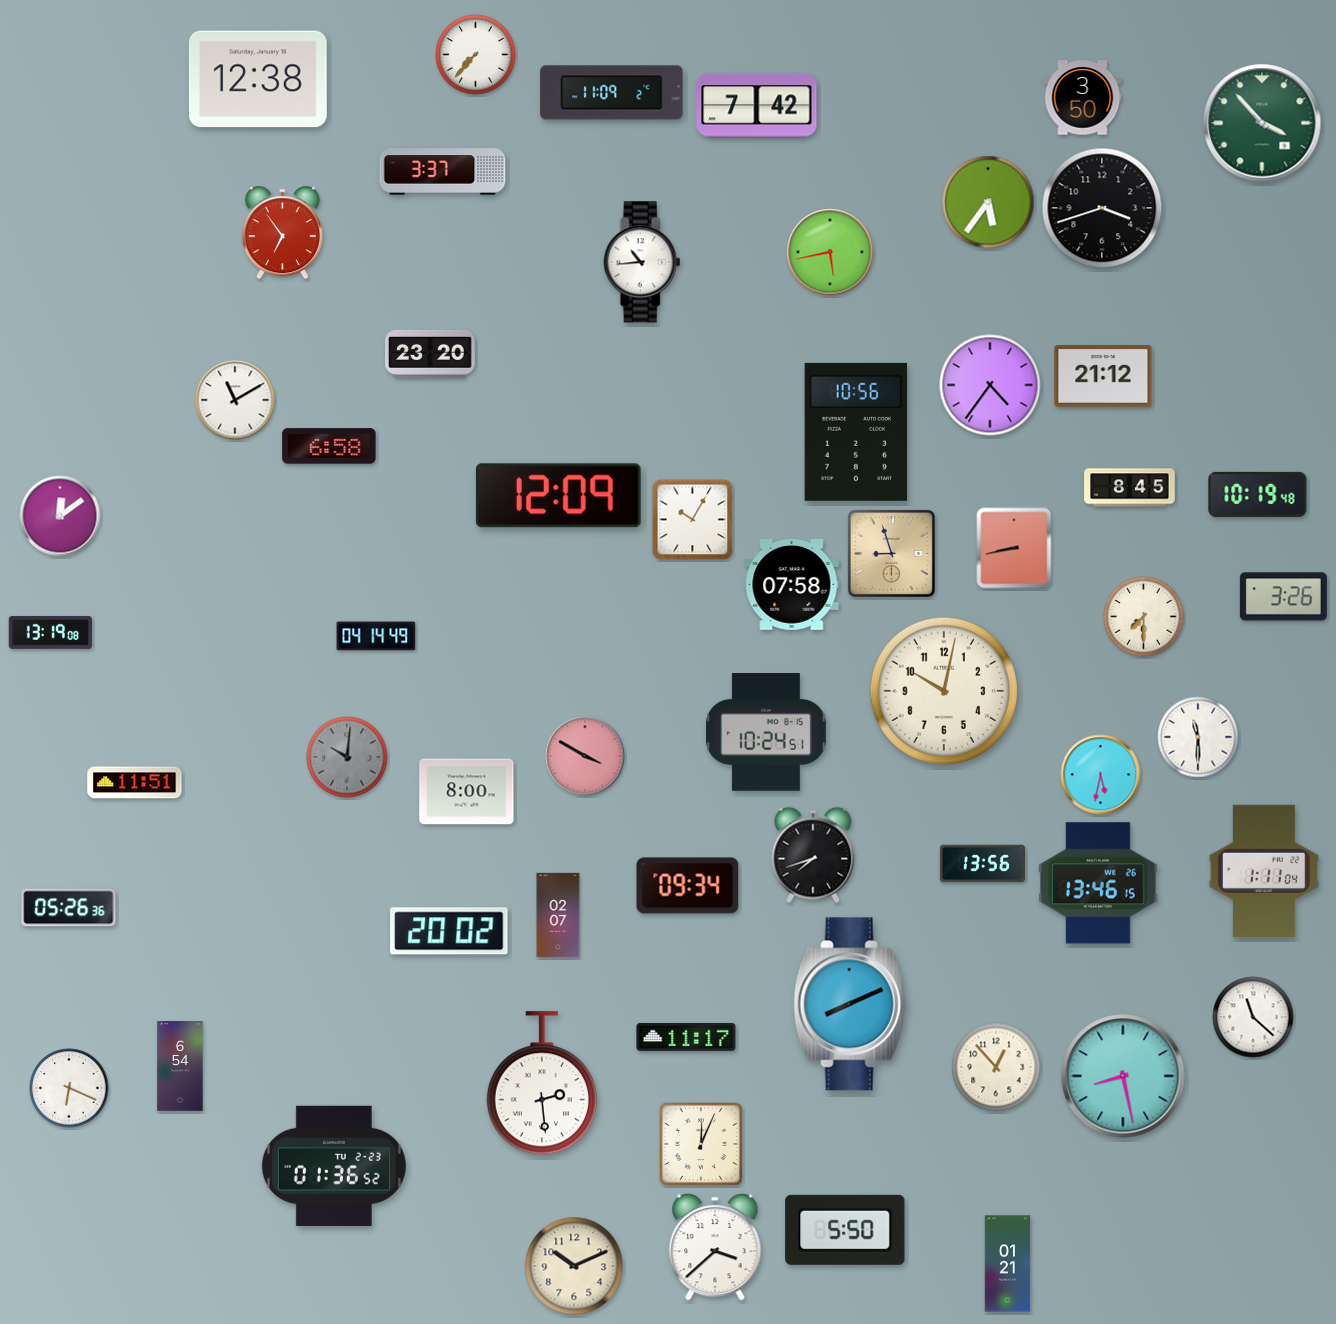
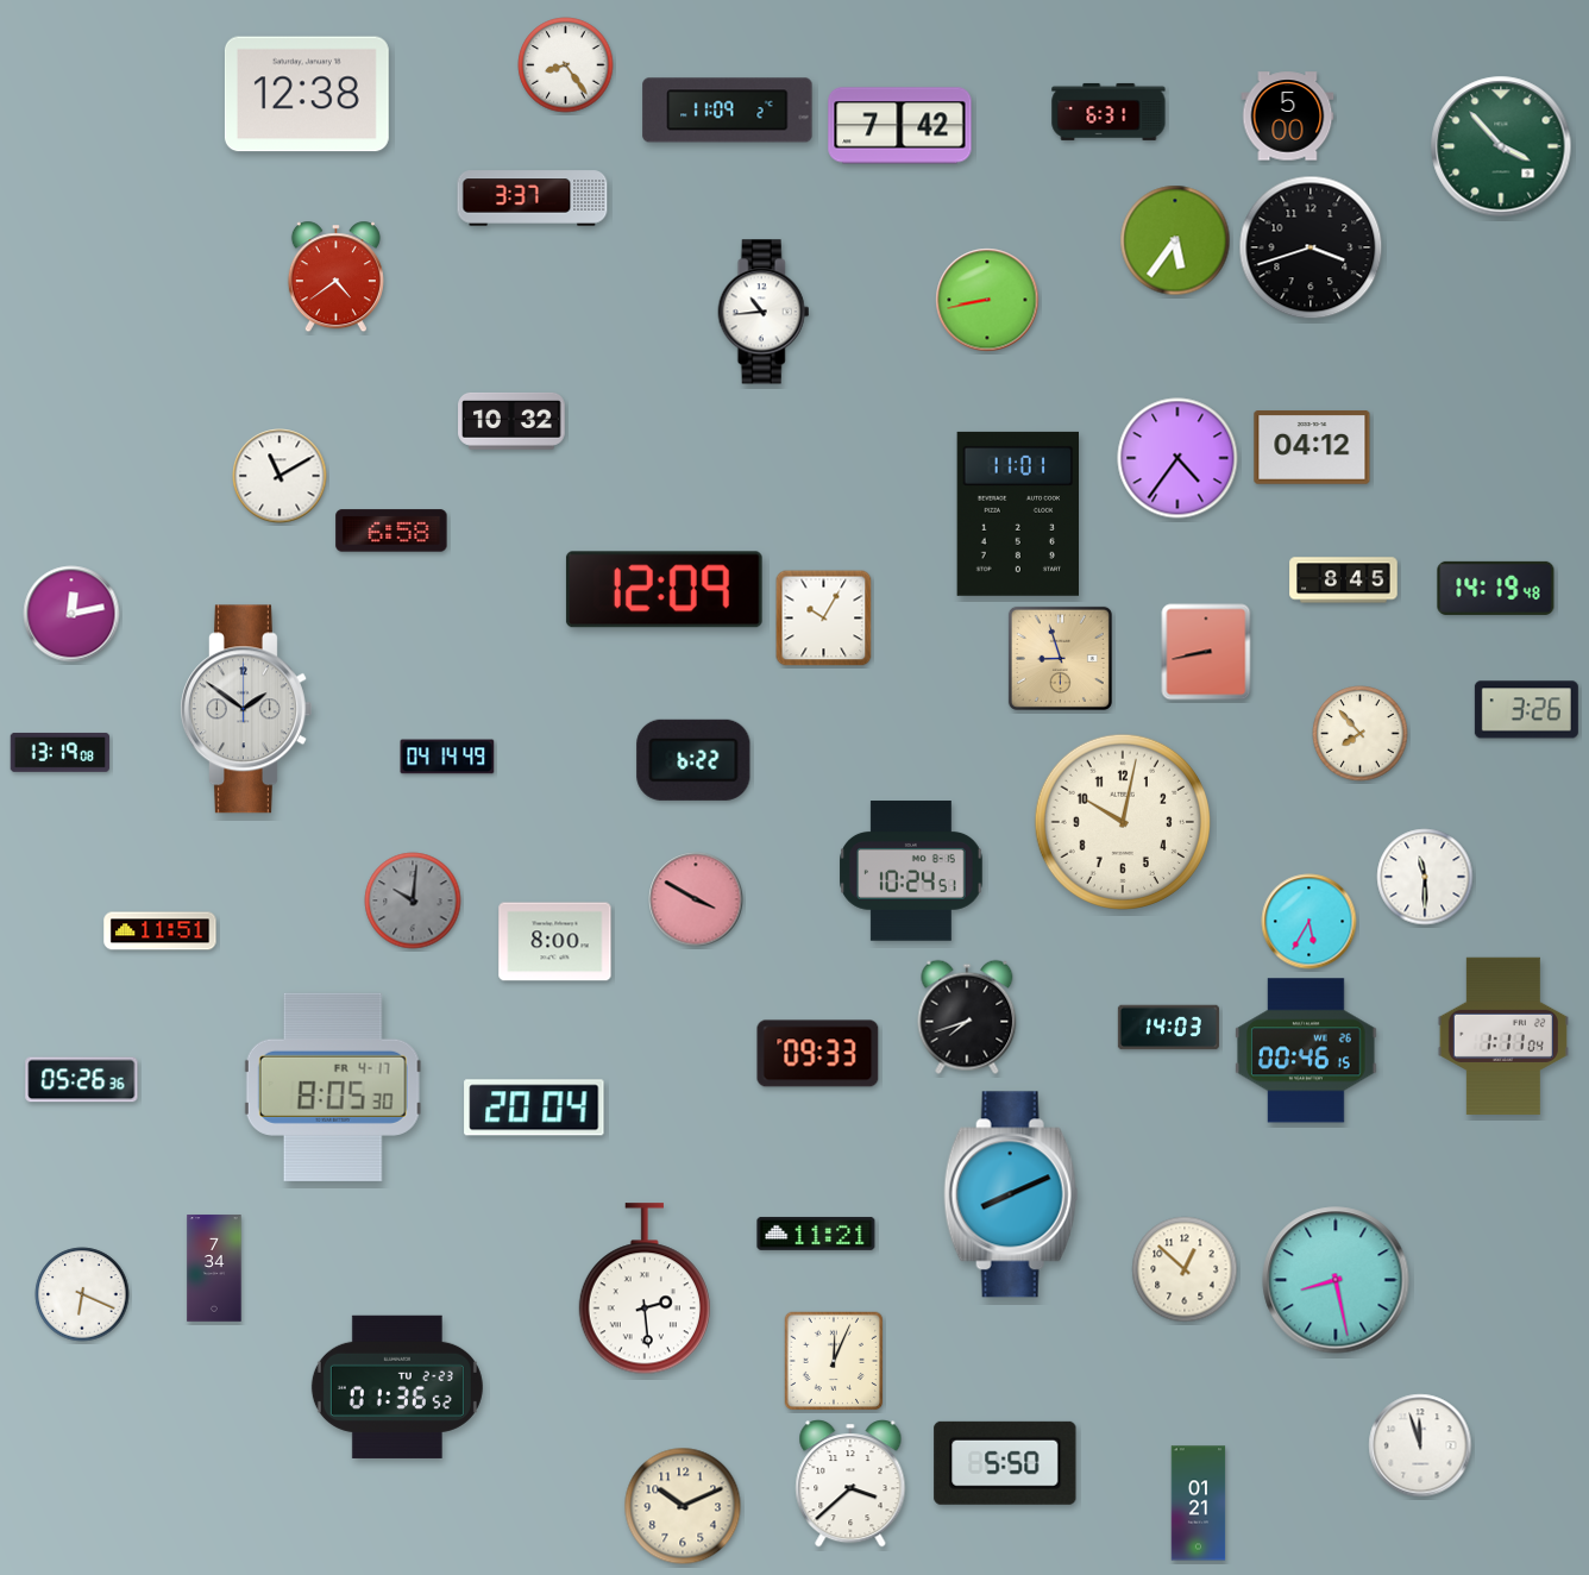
clock at (476, 55): 7:37 -> 8:24
clock at (1108, 112): none -> 6:31
clock at (1083, 98): 3:50 -> 5:00
clock at (443, 172) position: (443, 172) -> (533, 199)
clock at (282, 233): 6:54 -> 4:39
clock at (830, 252): 5:43 -> 8:43
clock at (430, 354): 23:20 -> 10:32
clock at (1103, 376): 21:12 -> 04:12
clock at (855, 432): 10:56 -> 11:01
clock at (1258, 494): 10:19 -> 14:19
clock at (60, 516): 12:09 -> 12:13
clock at (792, 584): 07:58 -> none
clock at (246, 709): none -> 1:51
clock at (1144, 617): 7:30 -> 7:53
clock at (693, 760): none -> 6:22
clock at (1101, 775): 5:32 -> 5:35
clock at (982, 864): 13:56 -> 14:03
clock at (1099, 883): 13:46 -> 00:46
clock at (688, 886): 09:34 -> 09:33
clock at (333, 1087): none -> 8:05
clock at (558, 915): 02:07 -> none
clock at (449, 931): 20:02 -> 20:04
clock at (1253, 1017): 11:22 -> none
clock at (686, 1037): 11:17 -> 11:21
clock at (180, 1066): 6:54 -> 7:34
clock at (996, 1067): 12:53 -> 12:52
clock at (1420, 1445): none -> 11:57
